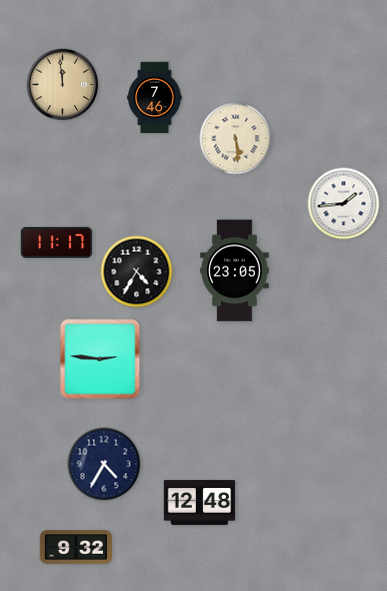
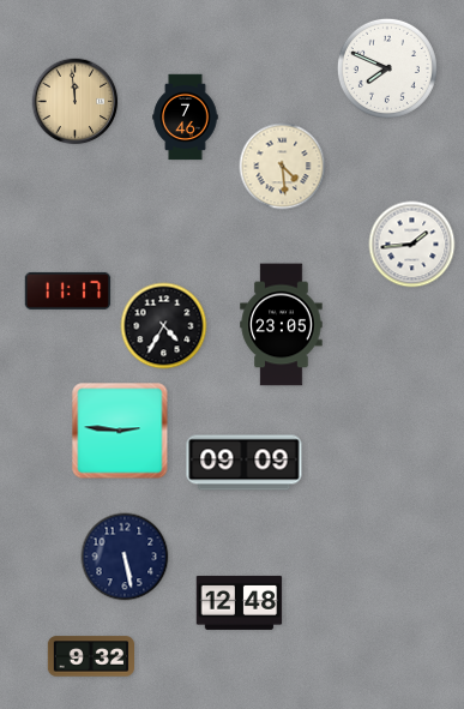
clock at (387, 68): none -> 7:49
clock at (236, 139): 5:29 -> 4:29
clock at (245, 463): none -> 09:09
clock at (104, 464): 4:35 -> 5:28
